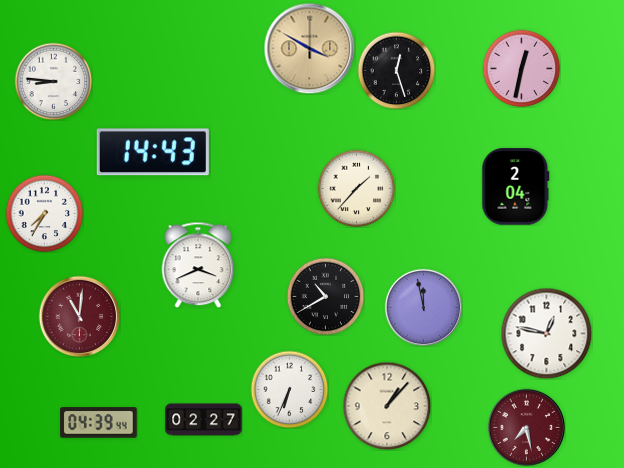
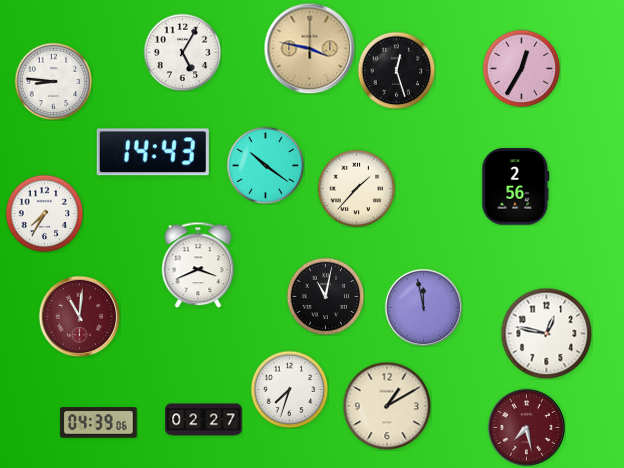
clock at (309, 48): 3:50 -> 3:47
clock at (182, 52): none -> 5:05
clock at (521, 68): 12:32 -> 12:35
clock at (265, 165): none -> 10:21
clock at (516, 187): 2:04 -> 2:56
clock at (325, 296): 10:40 -> 11:02
clock at (289, 389): 6:34 -> 7:33
clock at (387, 406): 1:07 -> 1:10
clock at (99, 423): 04:39:44 -> 04:39:06
